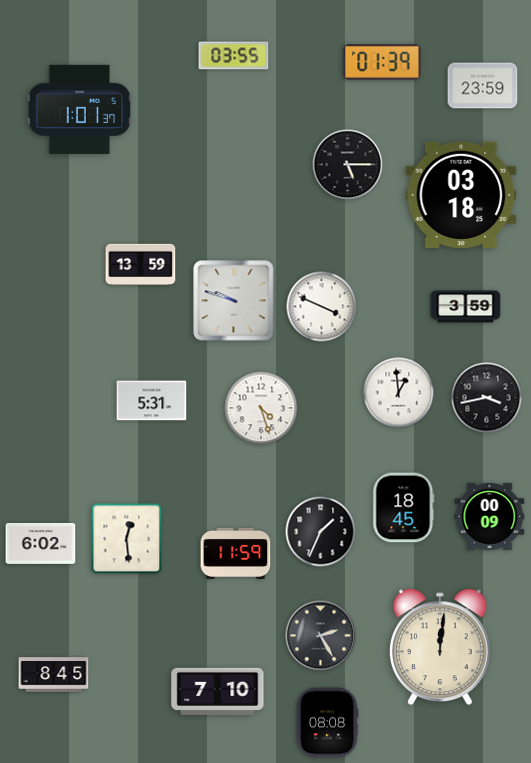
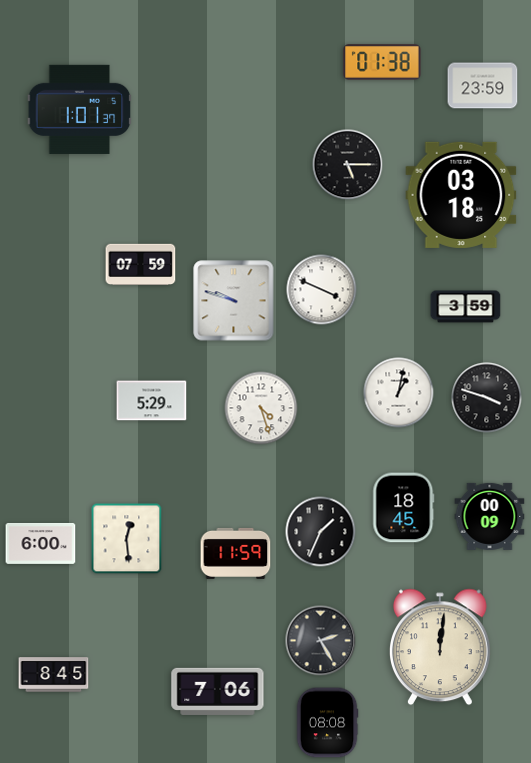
clock at (234, 56): 03:55 -> none
clock at (382, 62): 01:39 -> 01:38
clock at (141, 264): 13:59 -> 07:59
clock at (322, 307) position: (322, 307) -> (322, 290)
clock at (399, 393): 12:59 -> 1:02
clock at (487, 398): 3:43 -> 3:48
clock at (152, 401): 5:31 -> 5:29
clock at (41, 544): 6:02 -> 6:00
clock at (321, 636) position: (321, 636) -> (321, 641)
clock at (218, 691): 7:10 -> 7:06
